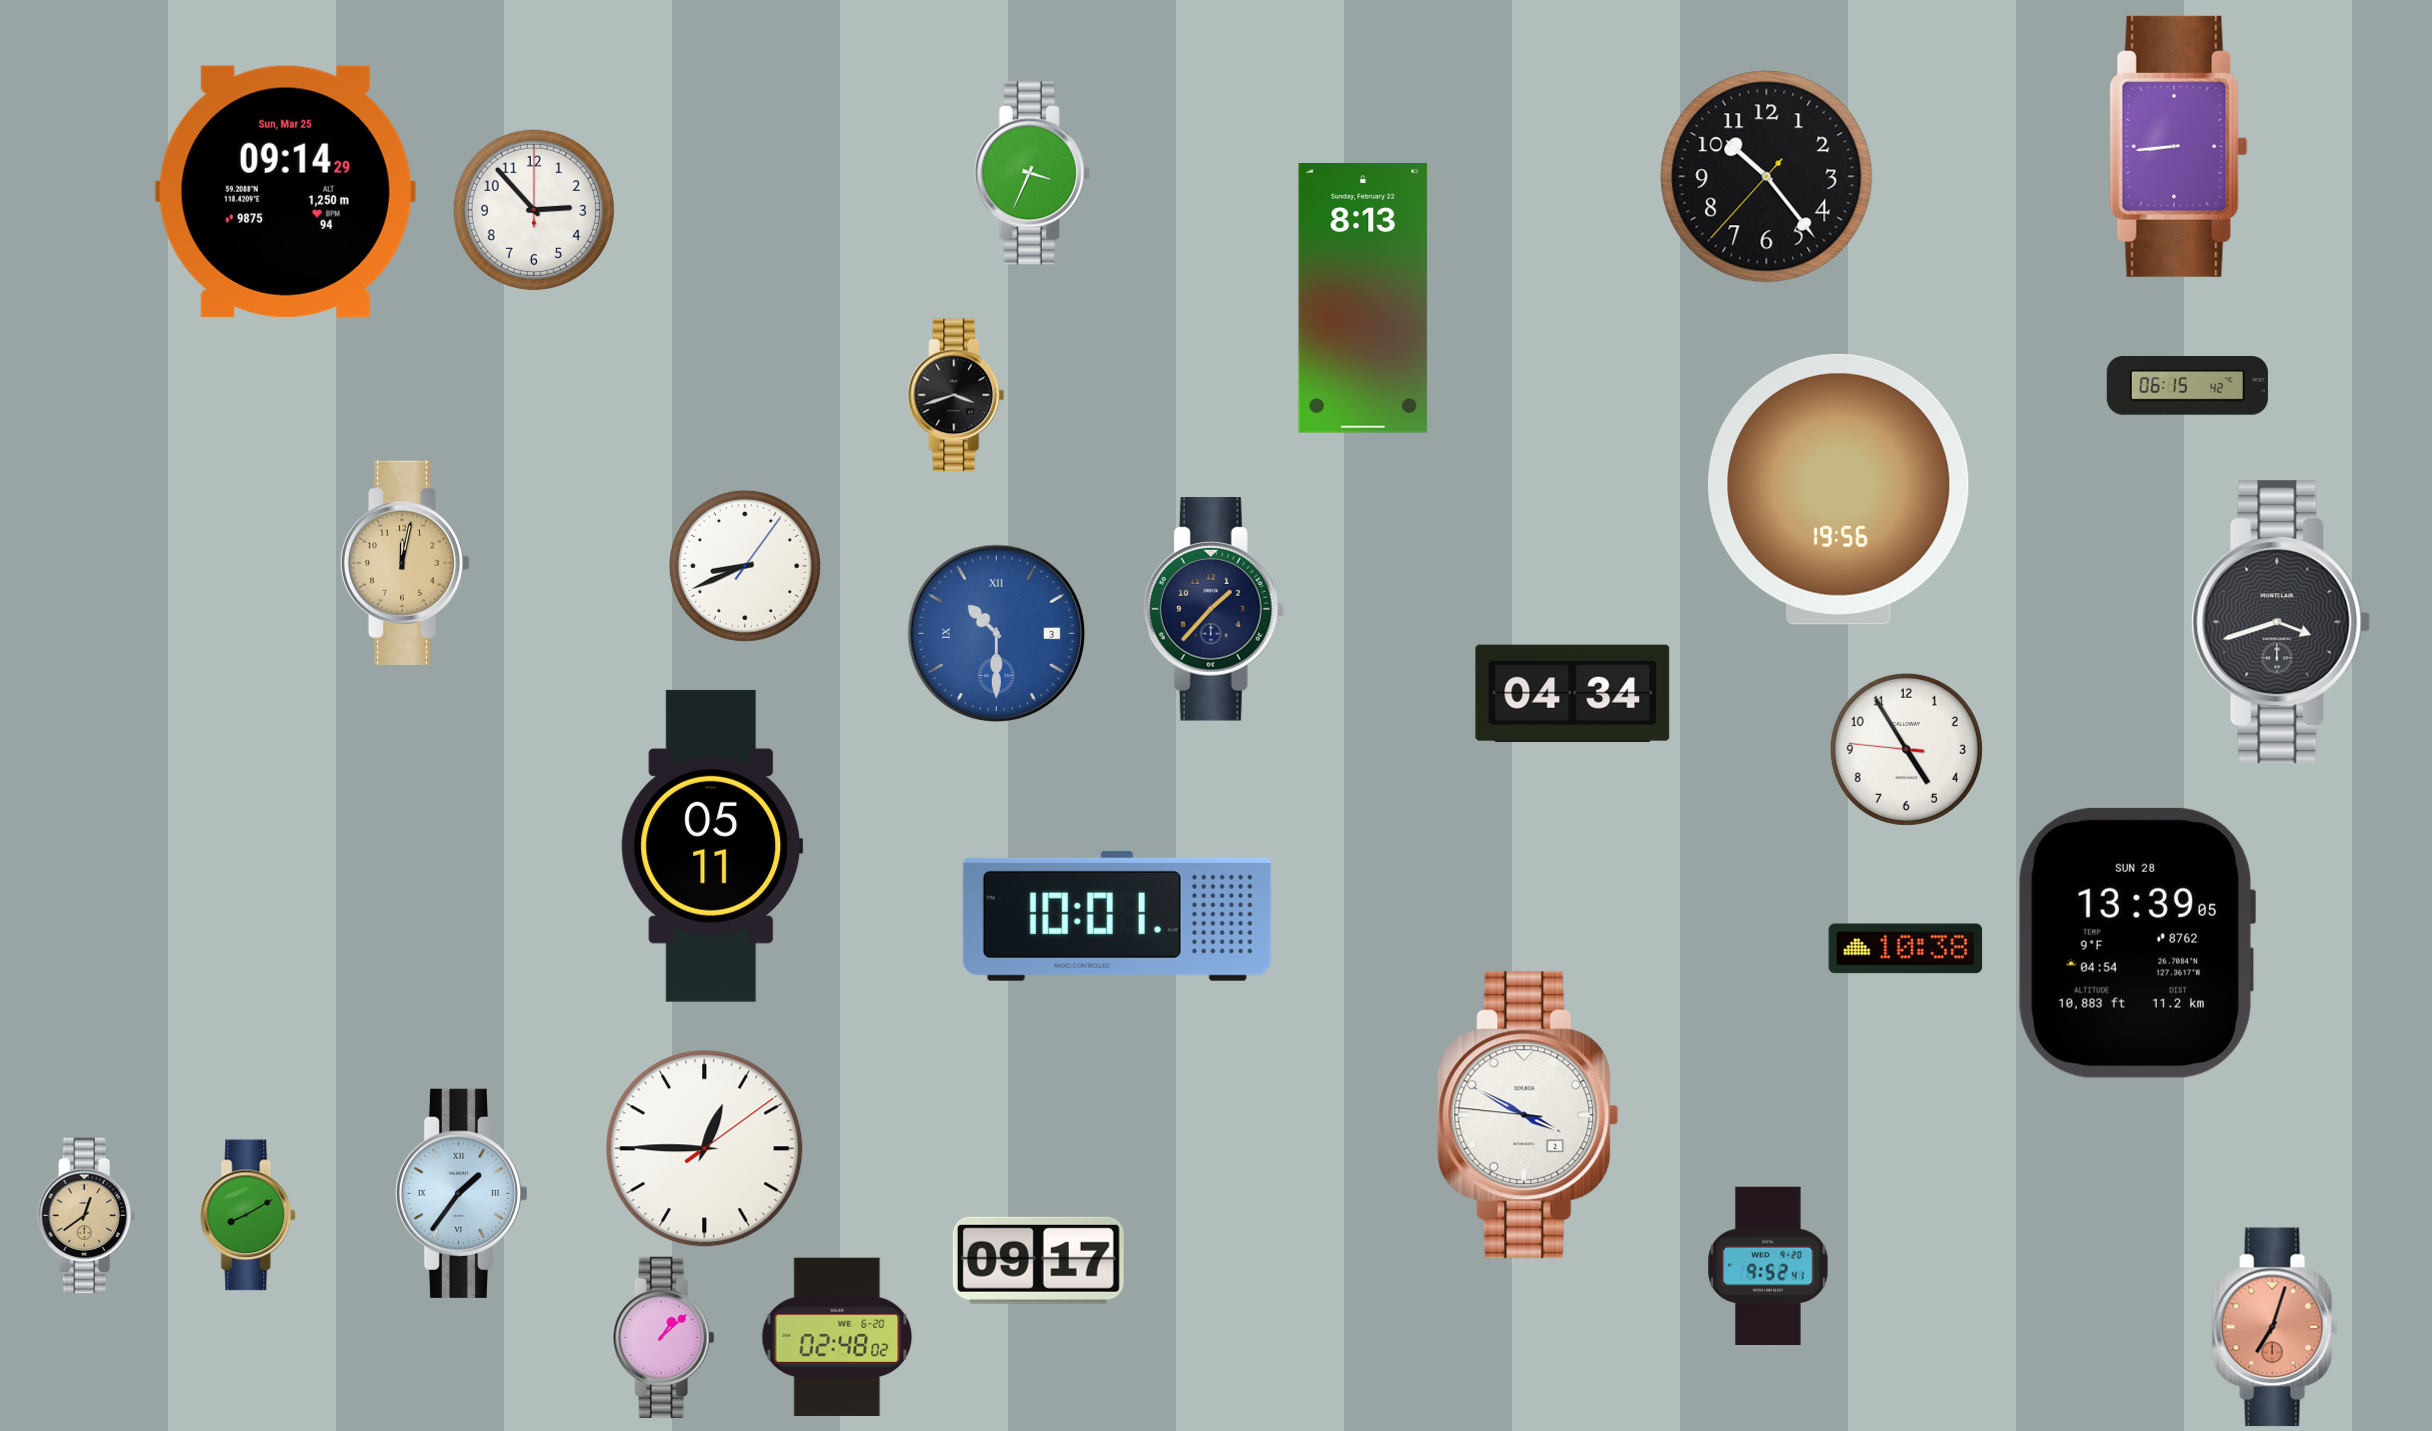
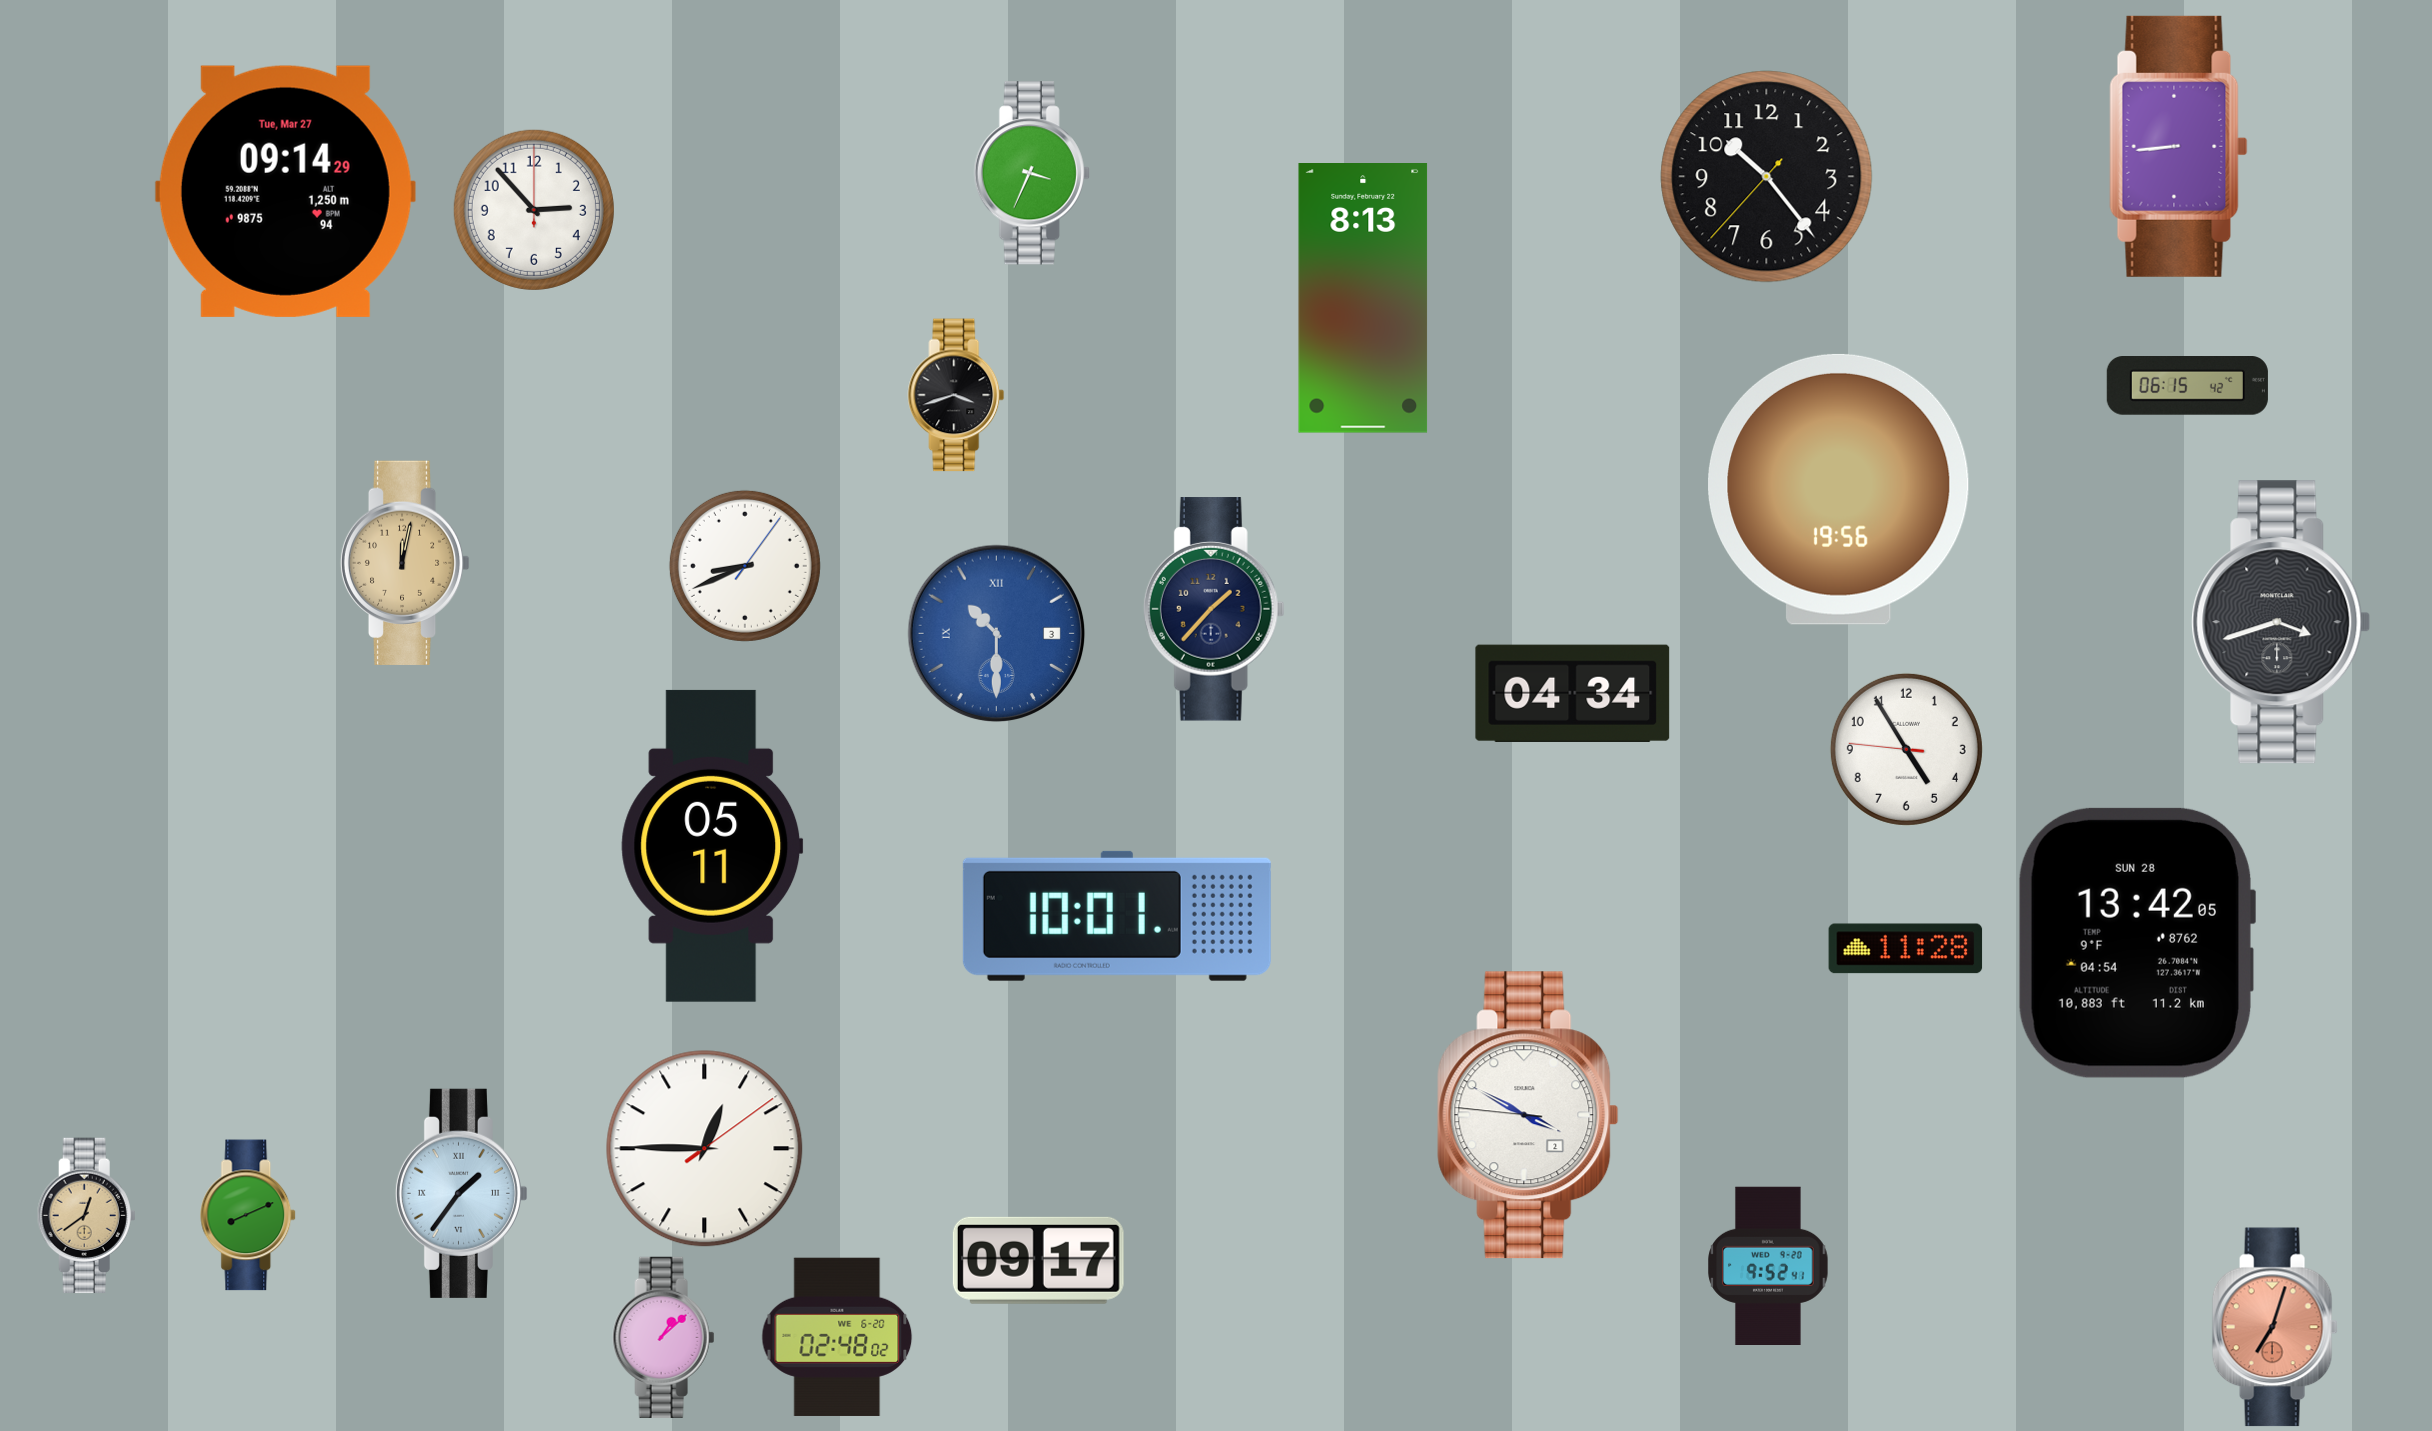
clock at (285, 191) date: Sun, Mar 25 -> Tue, Mar 27
clock at (2136, 943): 13:39 -> 13:42
clock at (1906, 949): 10:38 -> 11:28
clock at (249, 1215): 8:10 -> 8:11
